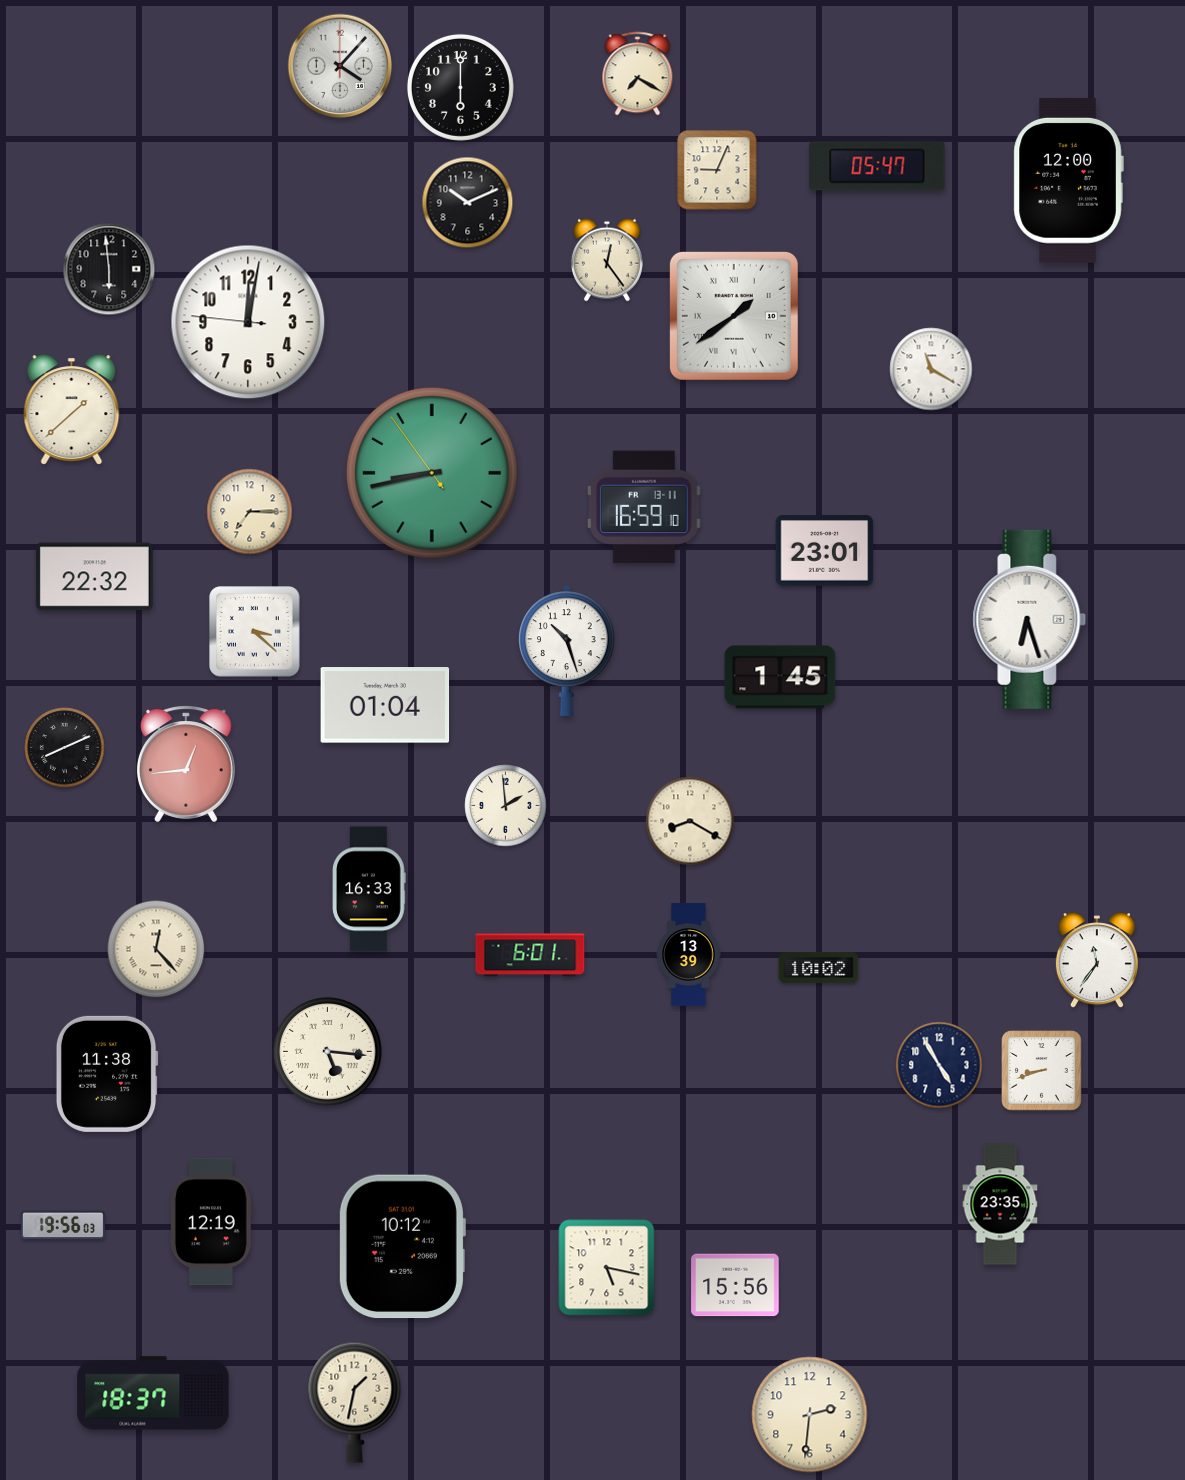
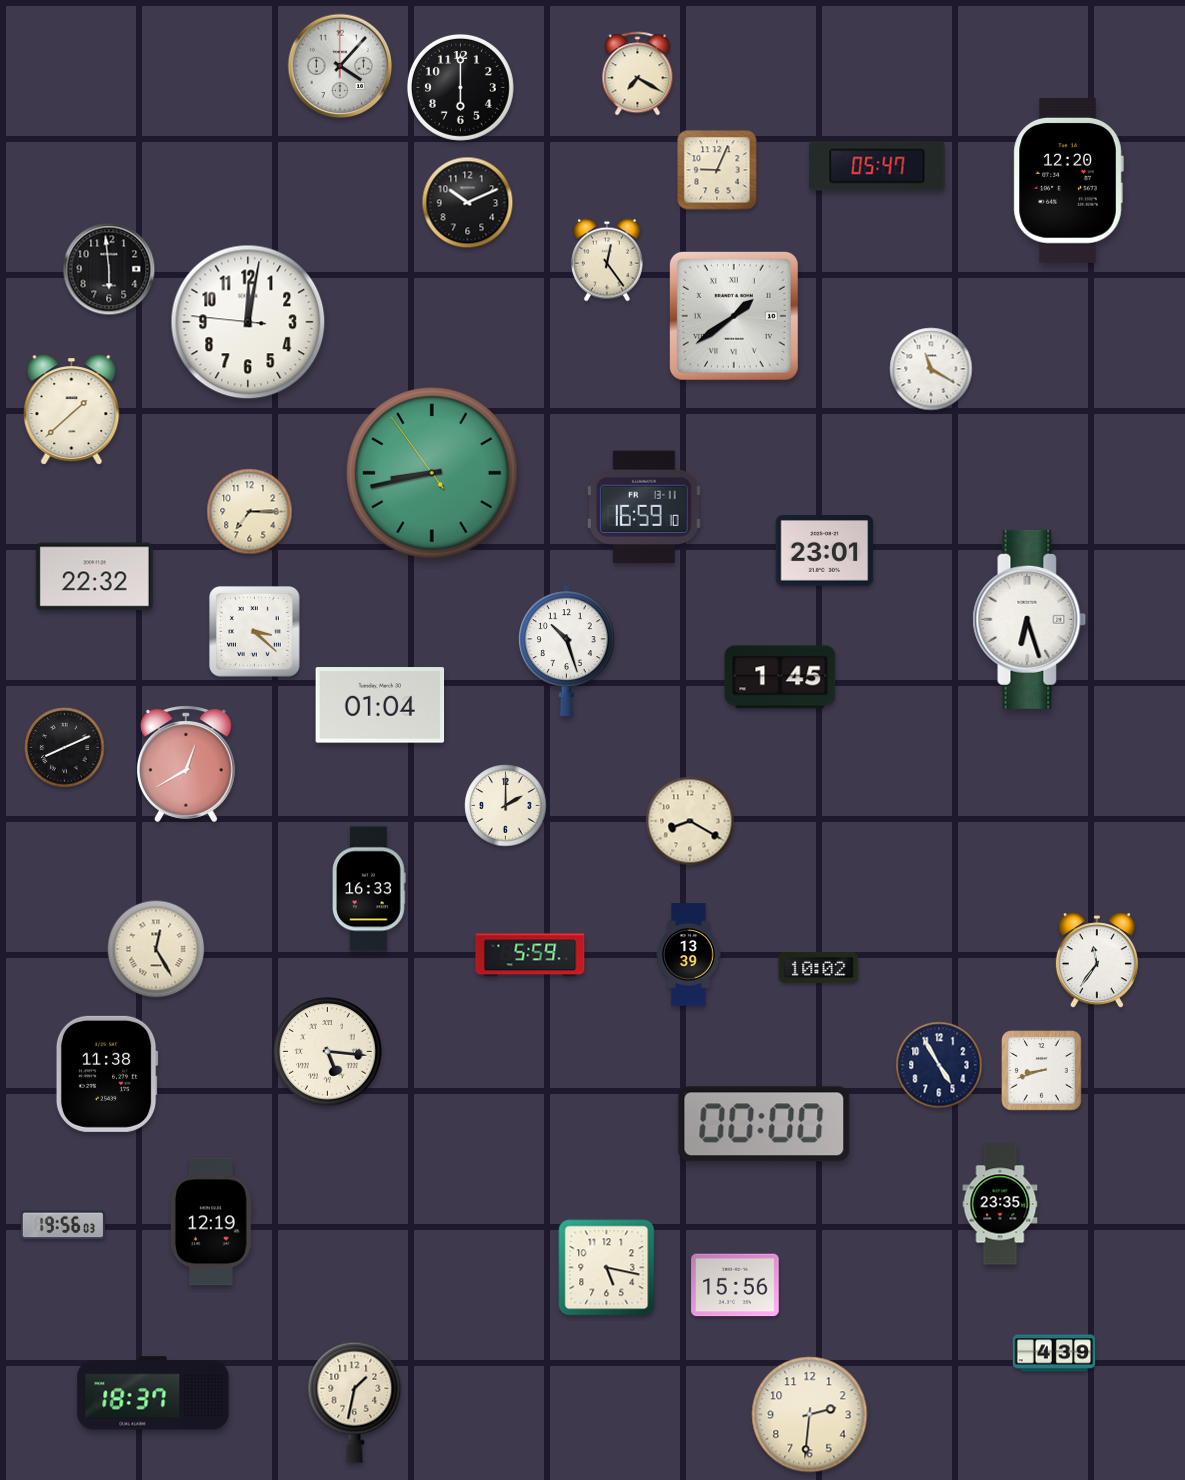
clock at (1068, 180): 12:00 -> 12:20
clock at (385, 705) position: (385, 705) -> (380, 705)
clock at (186, 764): 12:44 -> 12:40
clock at (506, 806): 1:59 -> 2:00
clock at (156, 949): 12:23 -> 12:25
clock at (530, 955): 6:01 -> 5:59
clock at (764, 1124): none -> 00:00
clock at (402, 1247): 10:12 -> none
clock at (1054, 1353): none -> 4:39
